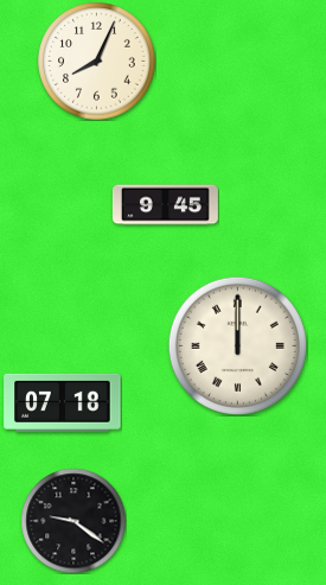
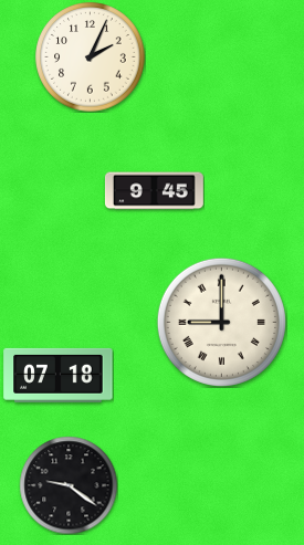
clock at (97, 62): 8:04 -> 2:04
clock at (237, 345): 12:00 -> 9:00
